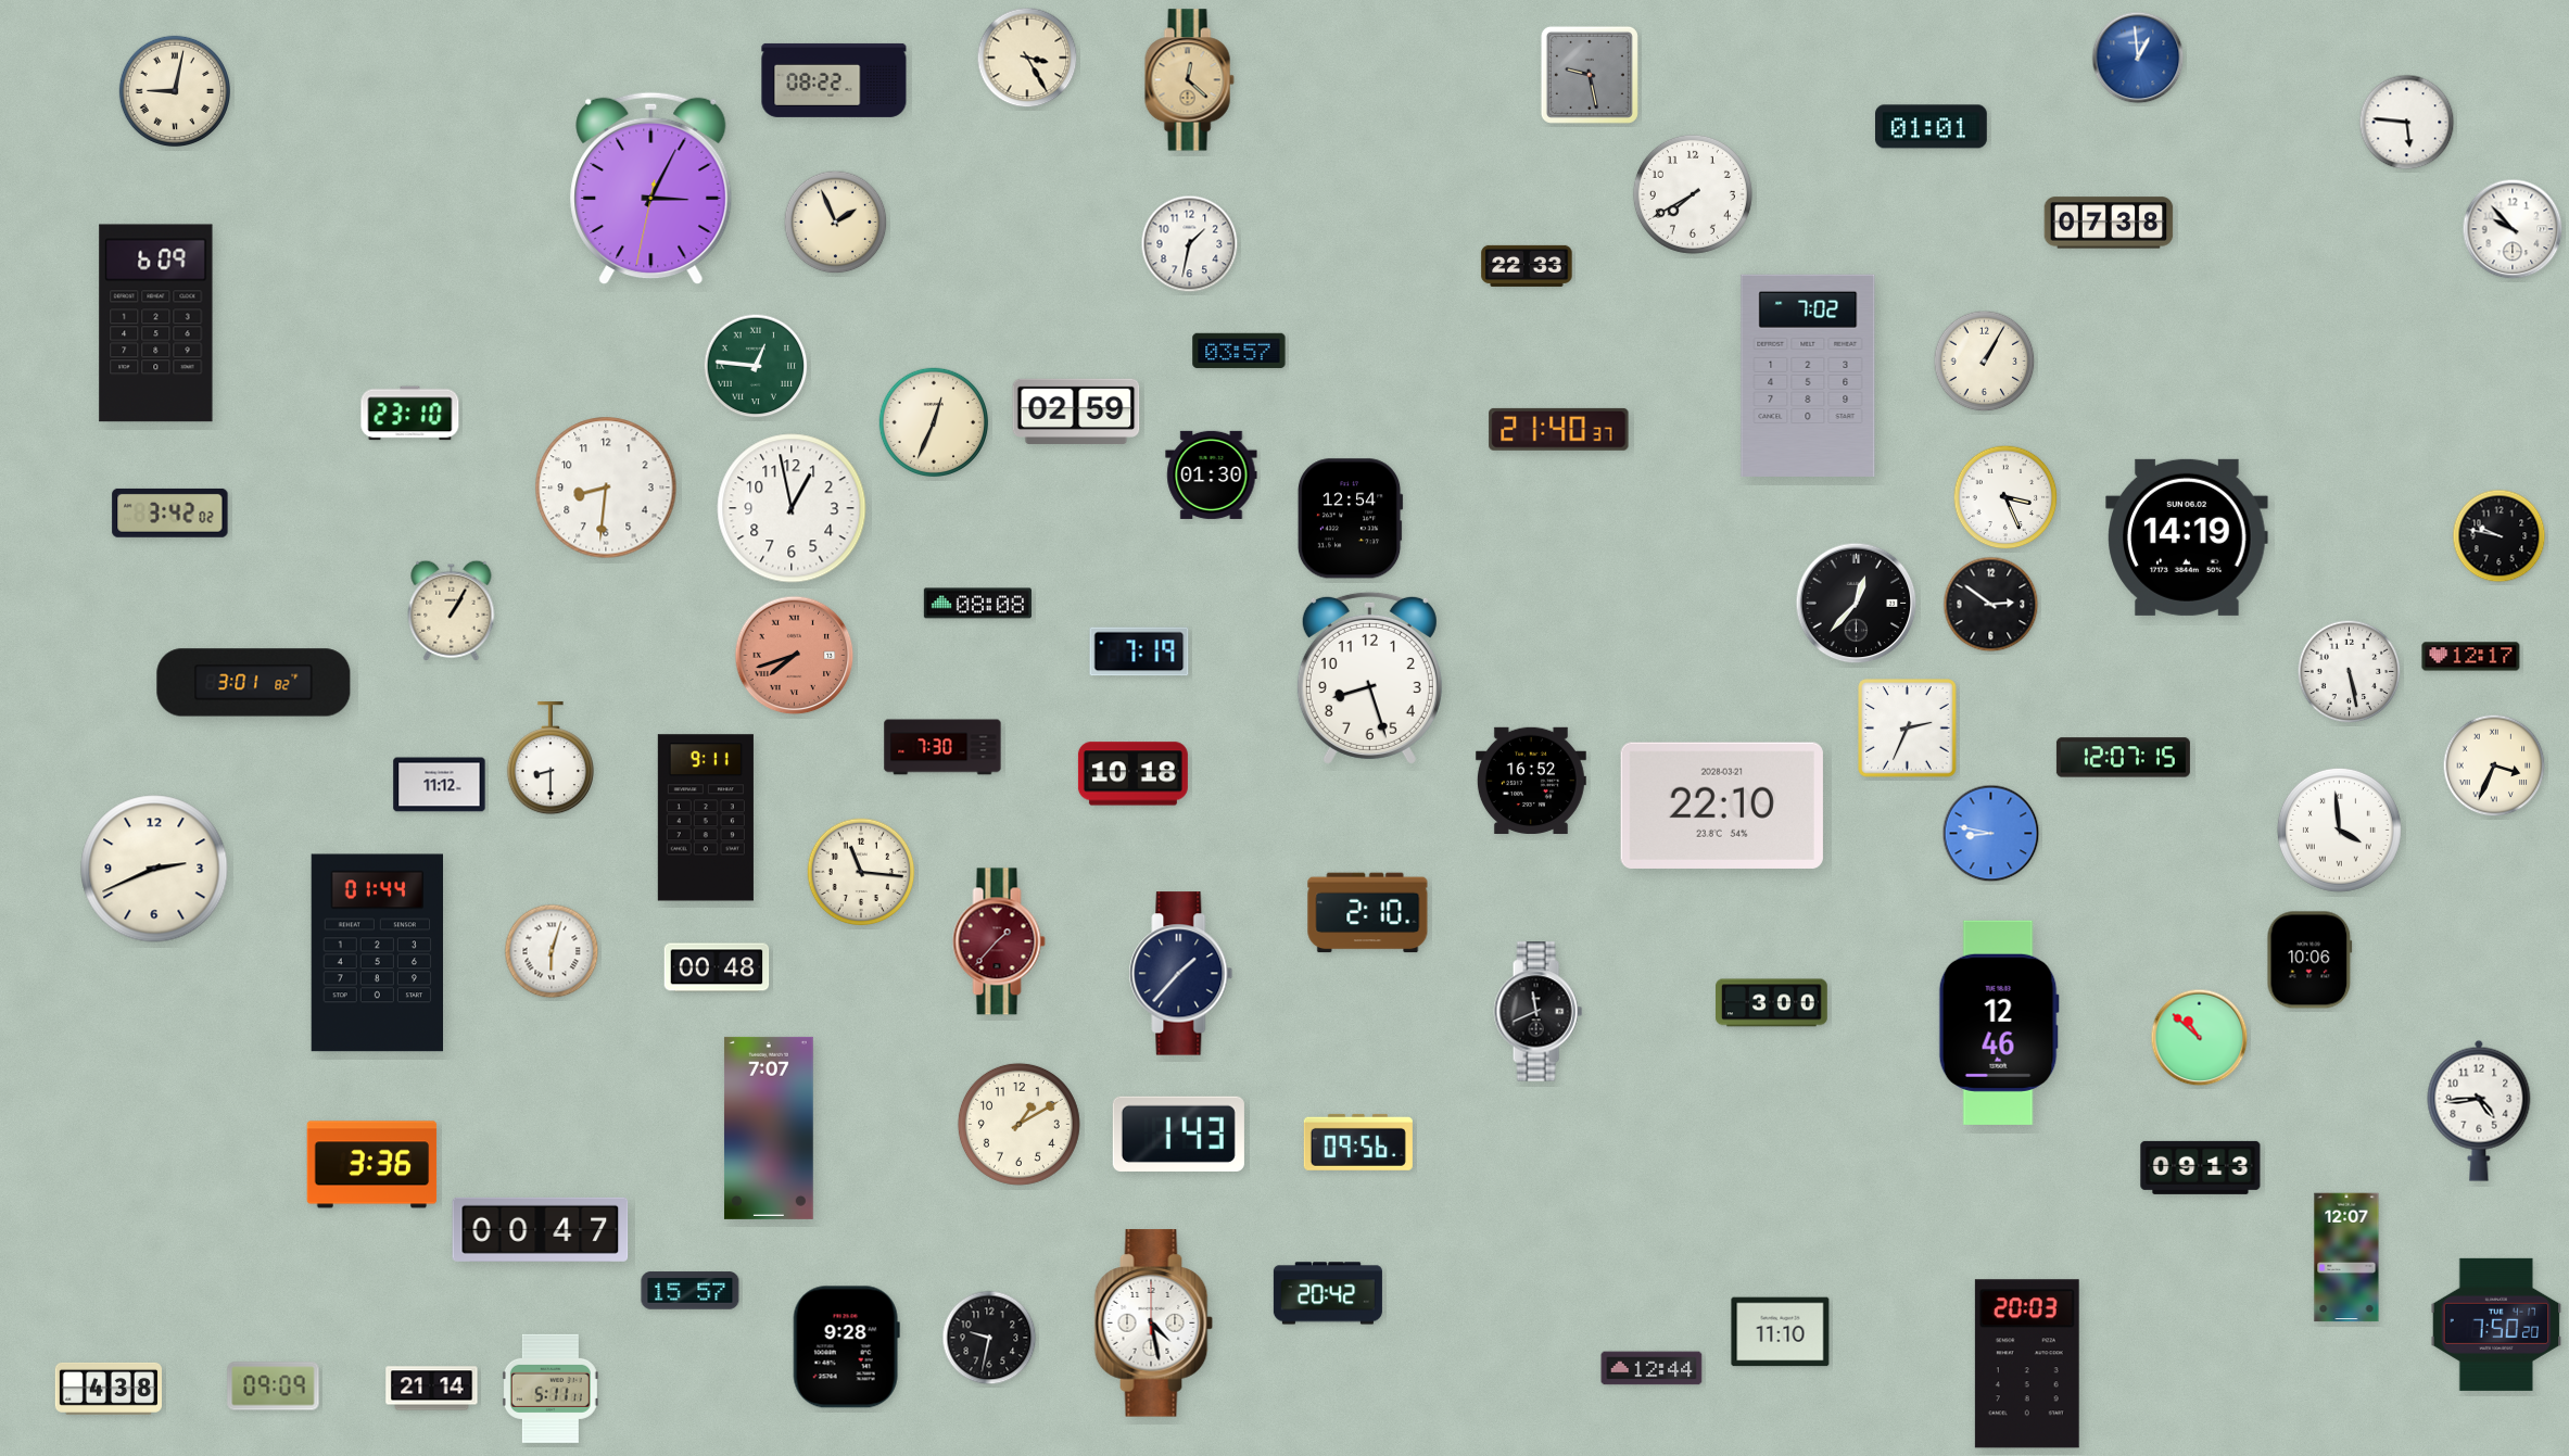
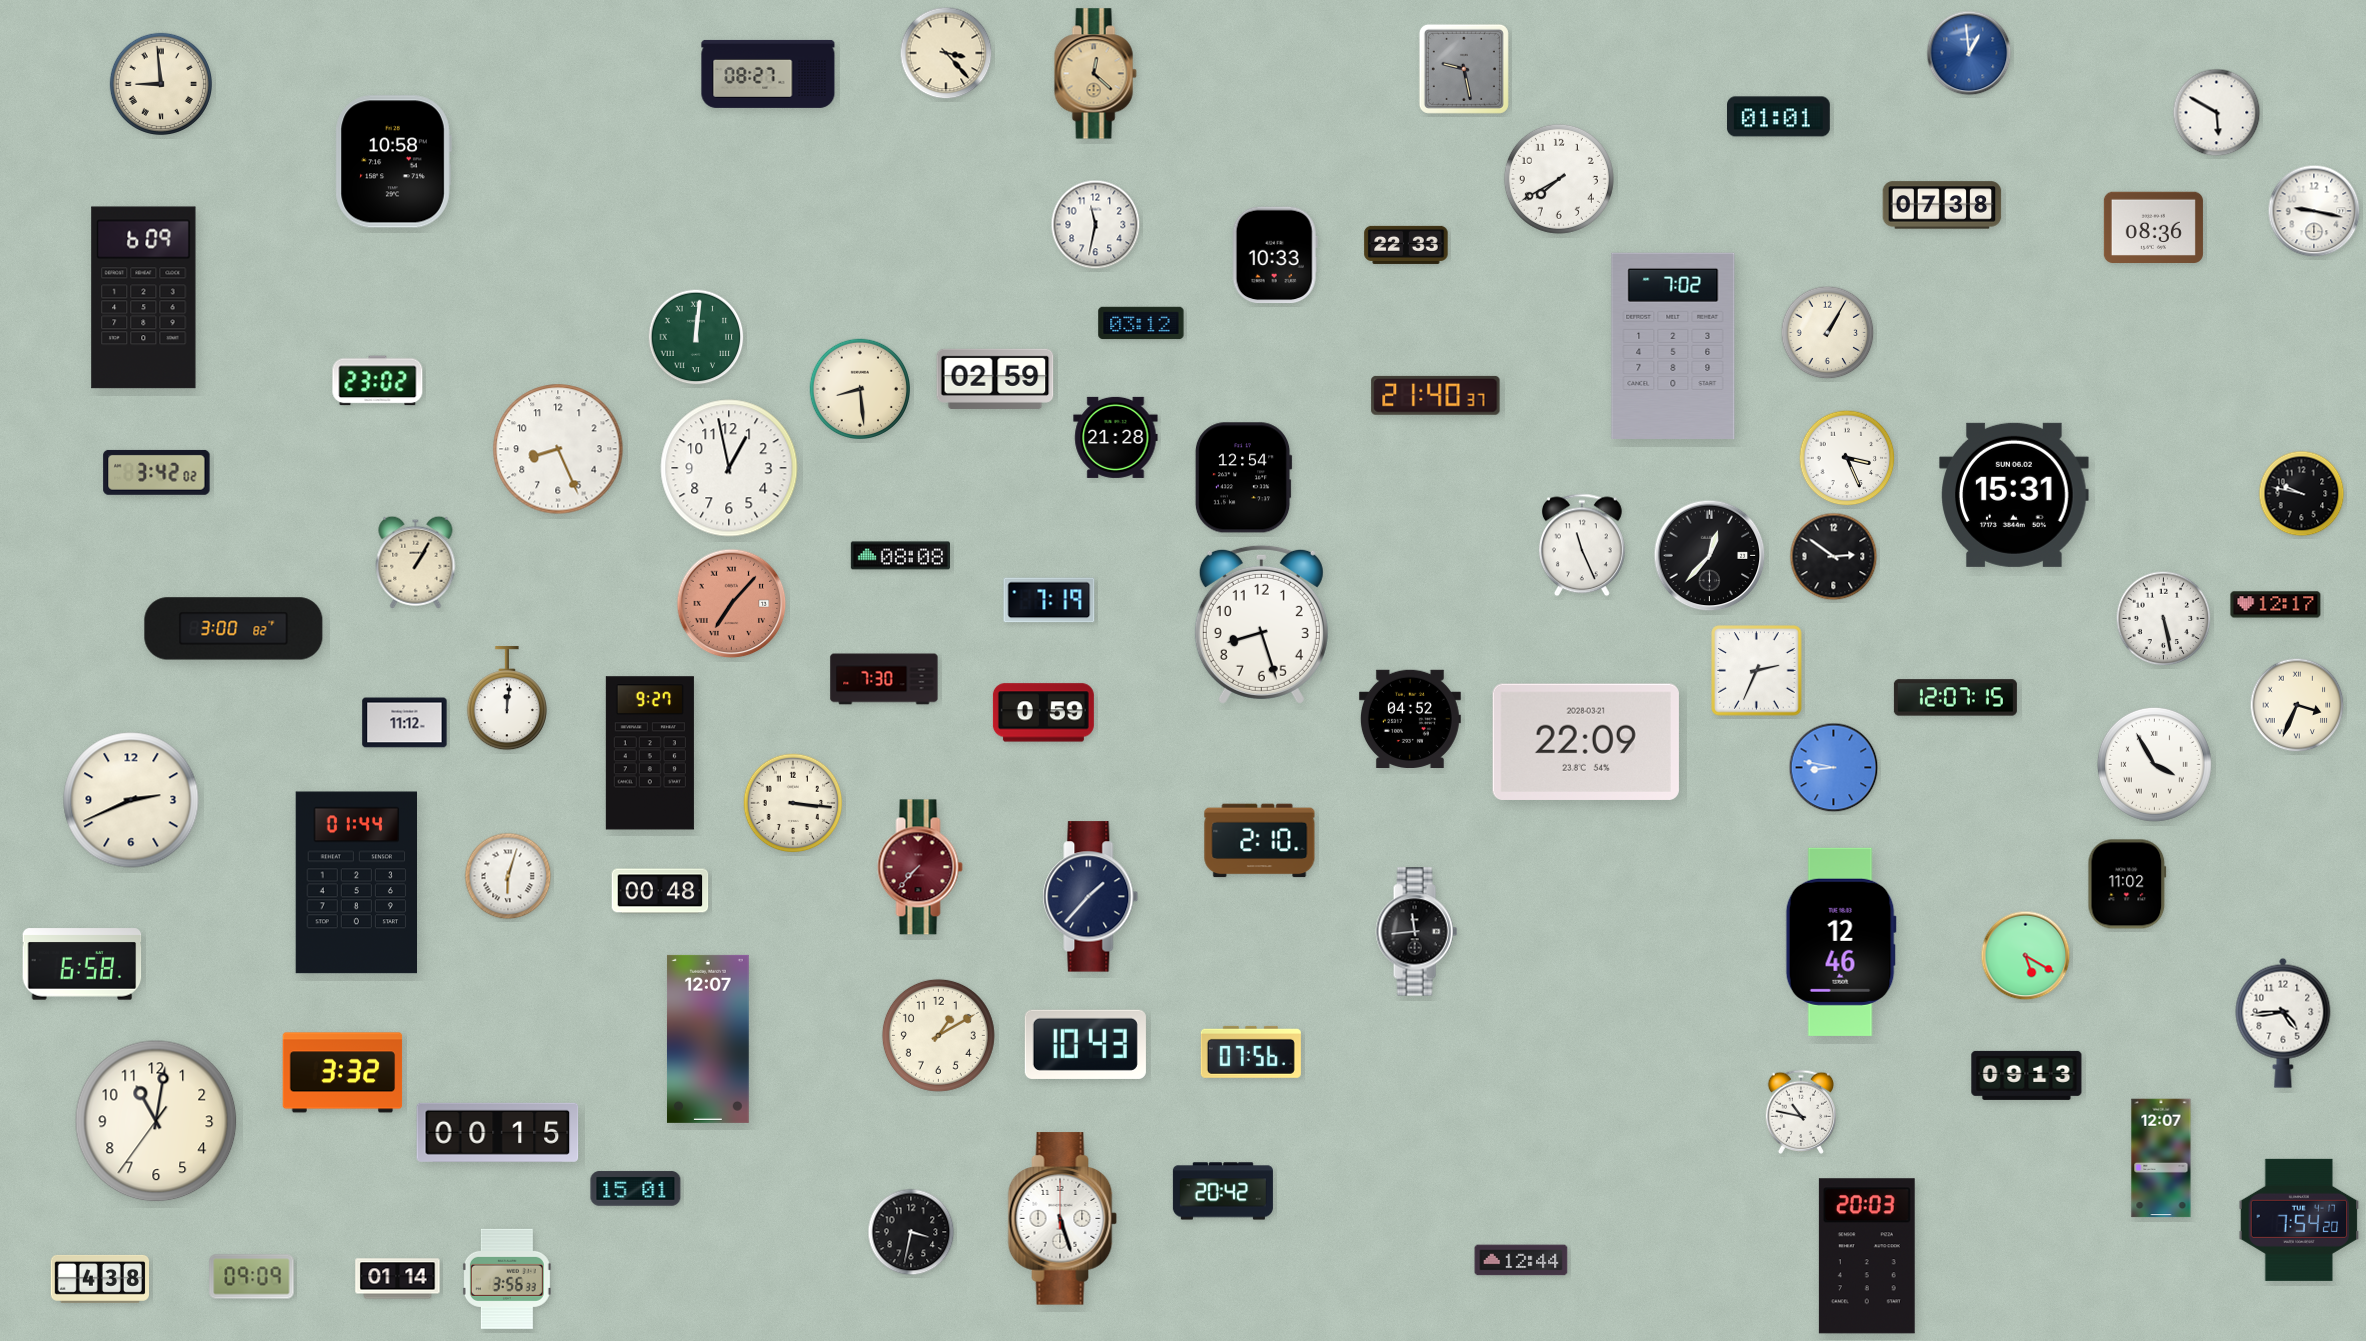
clock at (1027, 58): 3:25 -> 3:23
clock at (834, 80): 08:22 -> 08:27
clock at (174, 90): 9:02 -> 8:59
clock at (2407, 123): 5:46 -> 5:50
clock at (393, 162): none -> 10:58
clock at (651, 189): 3:04 -> none
clock at (836, 223): 1:56 -> none
clock at (2513, 229): 9:53 -> 9:17
clock at (1190, 244): 1:32 -> 11:32
clock at (2153, 228): none -> 08:36
clock at (1275, 255): none -> 10:33
clock at (1239, 351): 03:57 -> 03:12
clock at (756, 366): 12:46 -> 12:01
clock at (1808, 375) position: (1808, 375) -> (1673, 345)
clock at (1076, 412) position: (1076, 412) -> (995, 379)
clock at (410, 414): 23:10 -> 23:02
clock at (934, 422): 12:34 -> 8:29
clock at (1212, 474): 01:30 -> 21:28
clock at (606, 488): 8:31 -> 8:26
clock at (2187, 537): 14:19 -> 15:31
clock at (1582, 545): none -> 11:26
clock at (795, 656): 7:42 -> 7:07
clock at (254, 683): 3:01 -> 3:00
clock at (942, 747) position: (942, 747) -> (884, 679)
clock at (550, 759): 8:30 -> 12:01
clock at (1132, 774): 10:18 -> 0:59
clock at (1531, 780): 16:52 -> 04:52
clock at (1722, 806): 22:10 -> 22:09
clock at (706, 818): 9:11 -> 9:27
clock at (2339, 830): 3:59 -> 3:55
clock at (154, 869) position: (154, 869) -> (131, 800)
clock at (861, 872): 11:16 -> 3:16
clock at (999, 941): 1:37 -> 7:37
clock at (378, 953) position: (378, 953) -> (357, 883)
clock at (2309, 960): 10:06 -> 11:02
clock at (1181, 974) position: (1181, 974) -> (1091, 897)
clock at (1772, 1003): 3:00 -> none
clock at (1537, 1012): 11:41 -> 11:44
clock at (2200, 1038): 10:52 -> 5:20
clock at (82, 964): none -> 6:58
clock at (769, 1128): 7:07 -> 12:07
clock at (1178, 1134): 1:43 -> 10:43
clock at (1358, 1142): 09:56 -> 07:56
clock at (372, 1165): 3:36 -> 3:32
clock at (1801, 1112): none -> 10:47
clock at (156, 1121): none -> 11:01
clock at (541, 1229): 00:47 -> 00:15
clock at (691, 1291): 15:57 -> 15:01
clock at (1154, 1324): 4:28 -> 5:27
clock at (2496, 1325): 7:50 -> 7:54
clock at (1781, 1332): 11:10 -> none
clock at (989, 1338): 9:32 -> 3:32
clock at (846, 1347): 9:28 -> none
clock at (432, 1389): 21:14 -> 01:14
clock at (550, 1389): 5:11 -> 3:56
